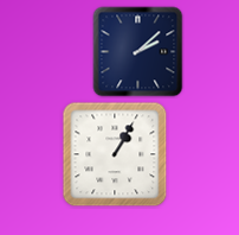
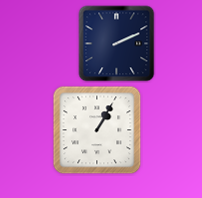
clock at (138, 52): 2:08 -> 2:11
